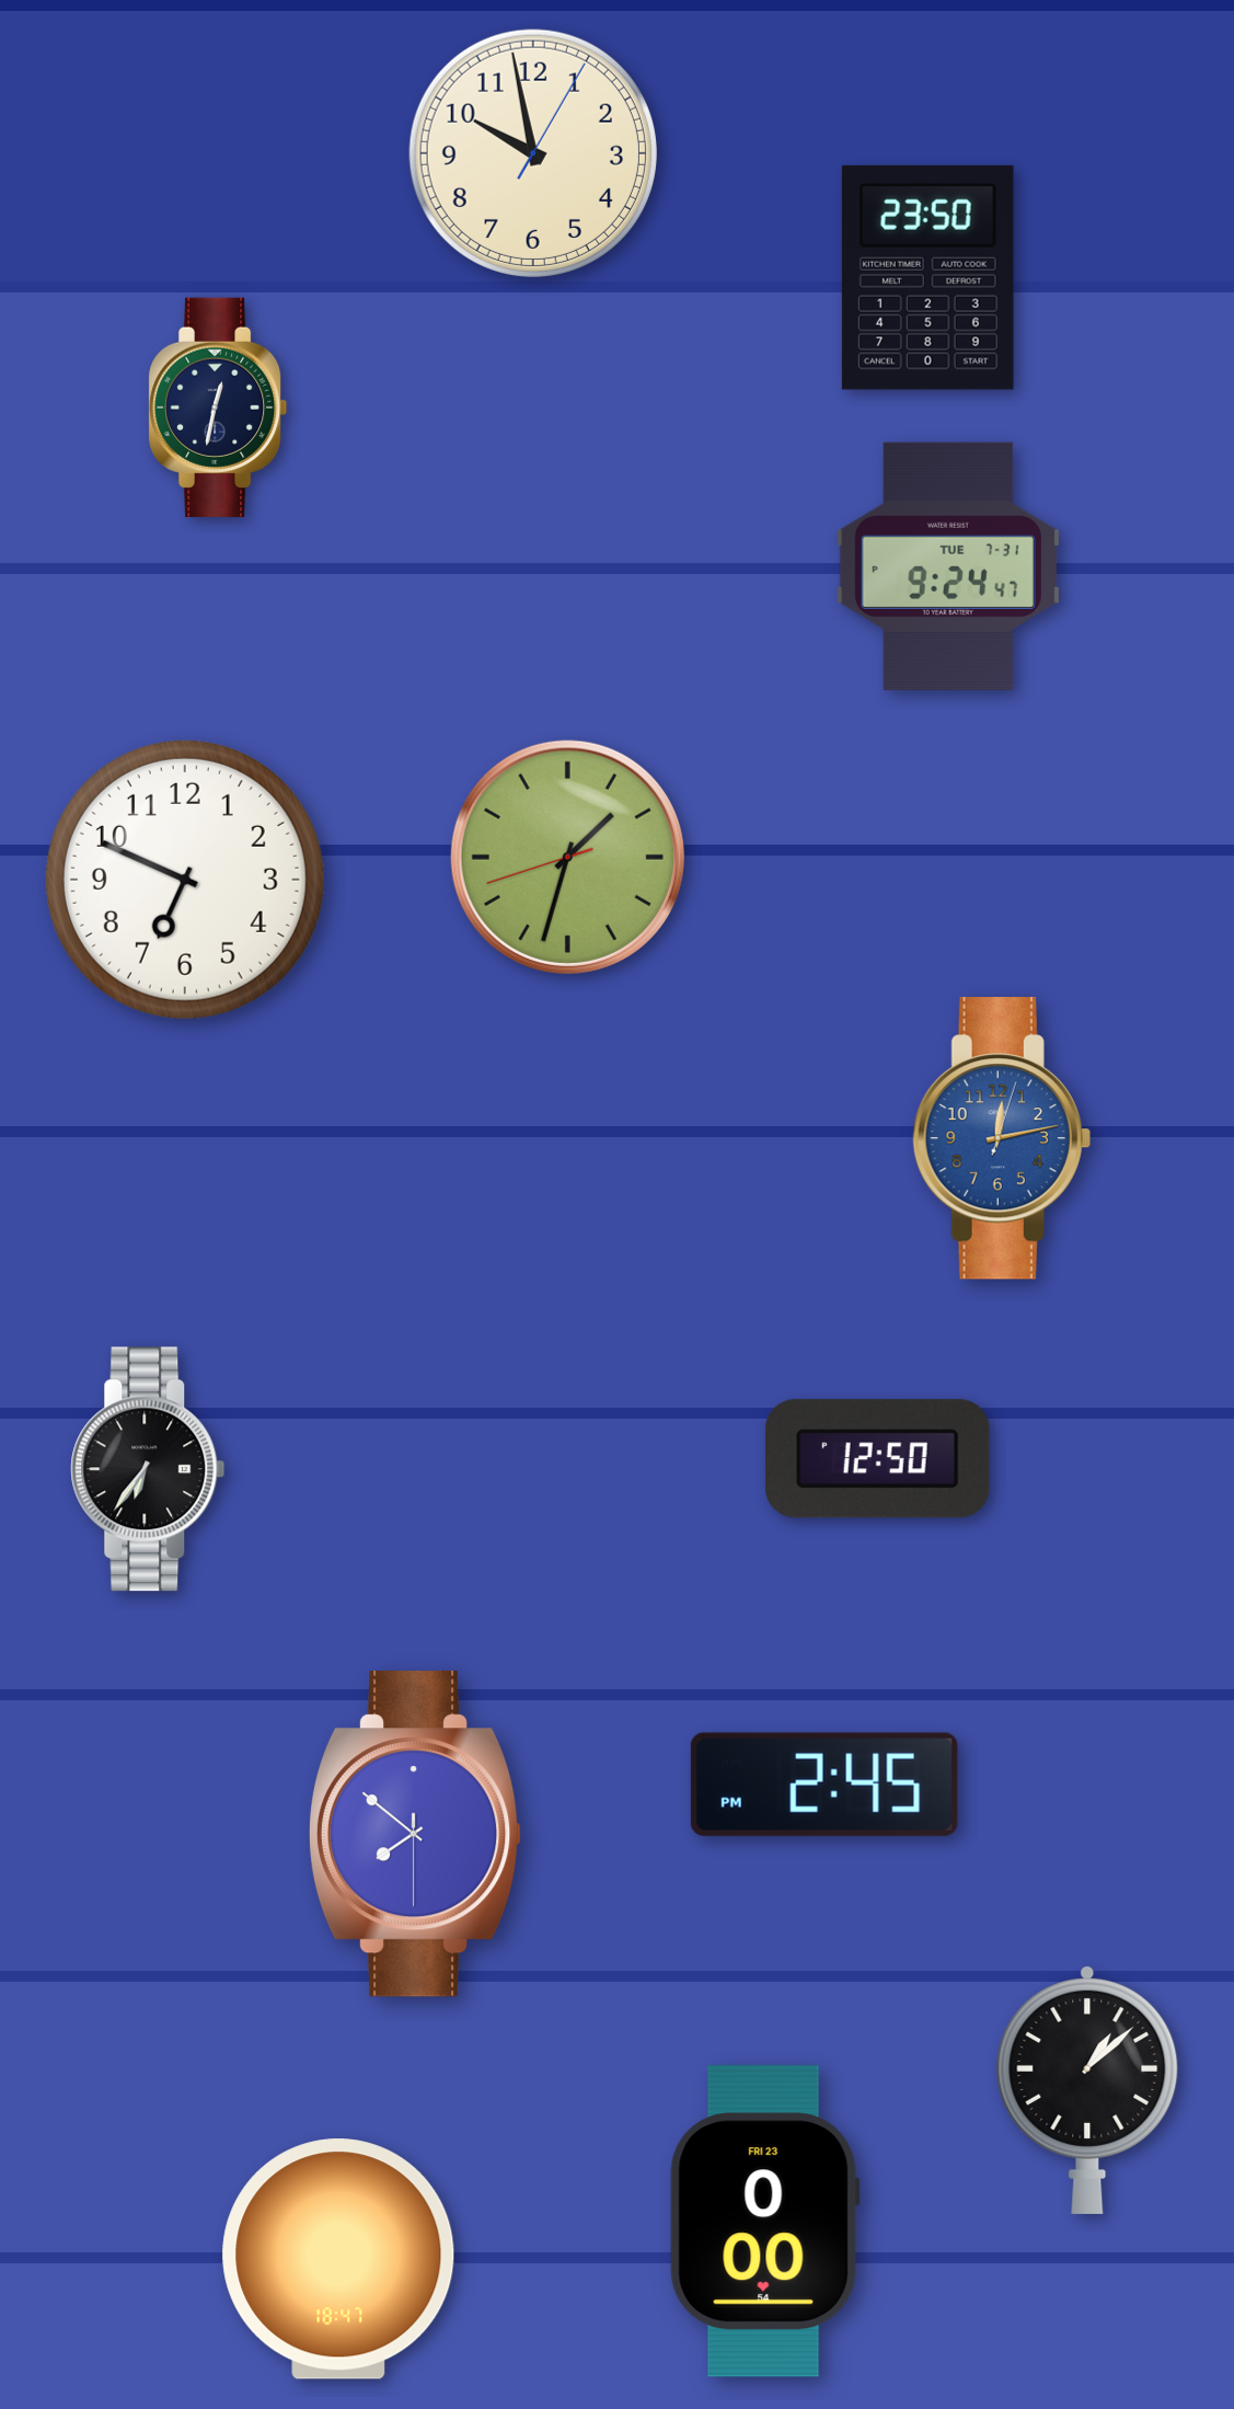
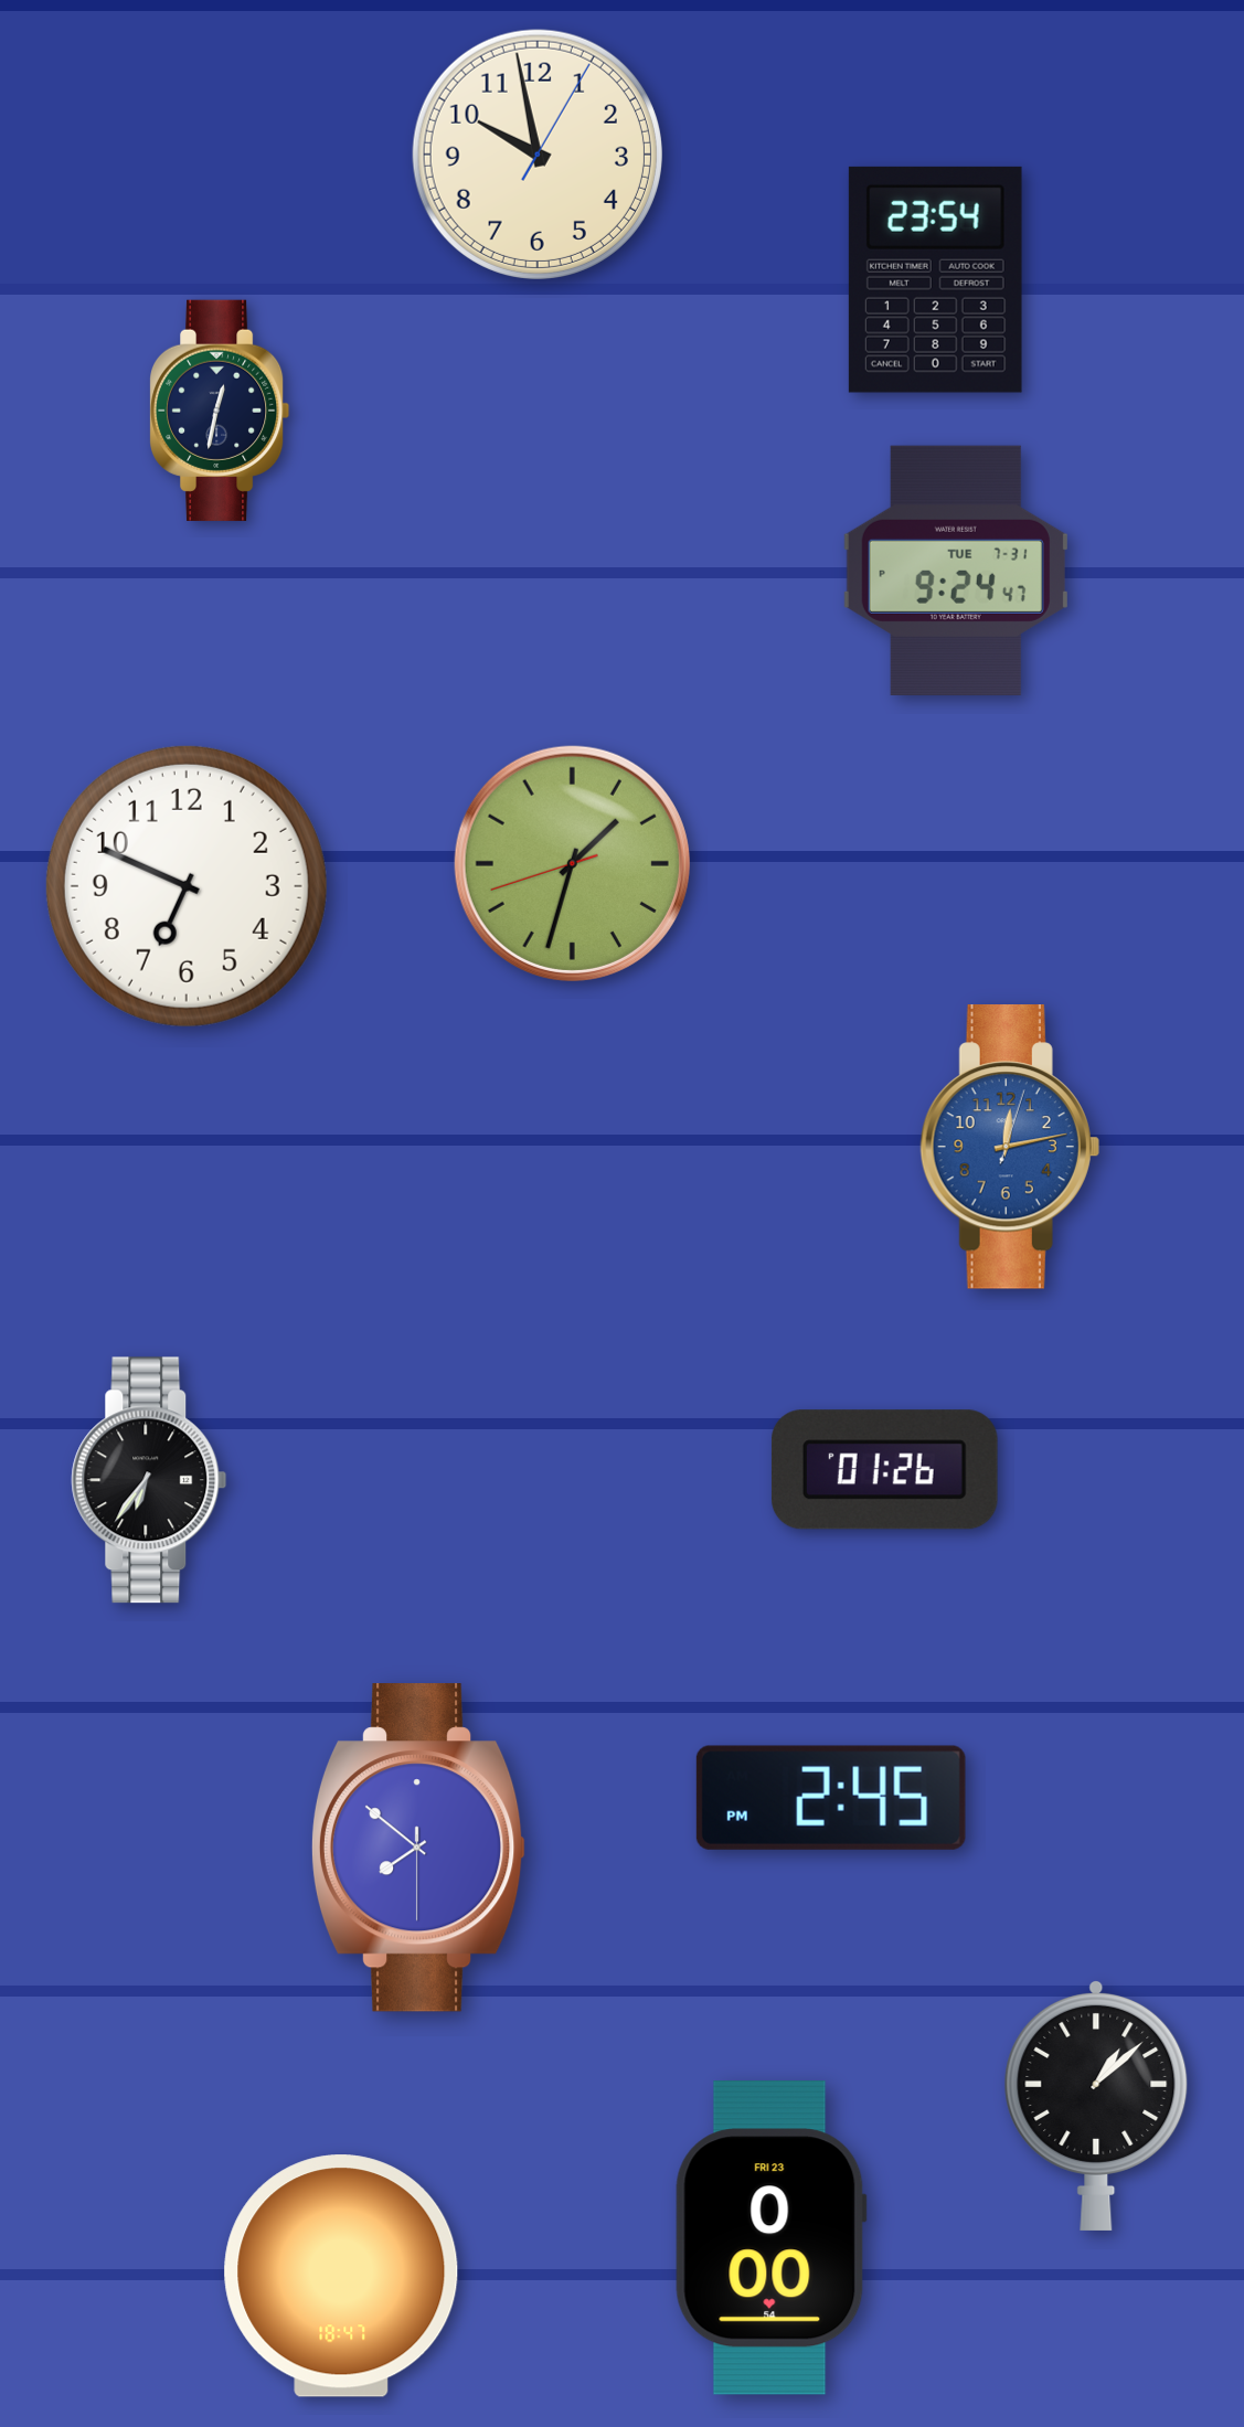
clock at (927, 277): 23:50 -> 23:54
clock at (877, 1459): 12:50 -> 01:26
